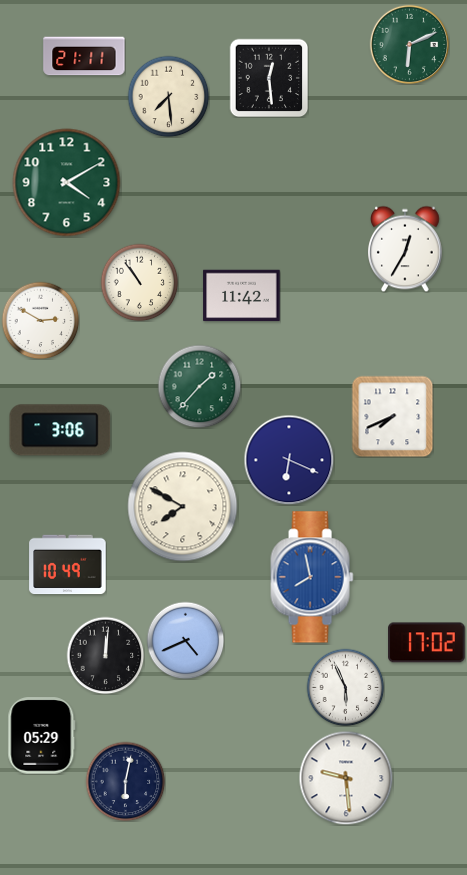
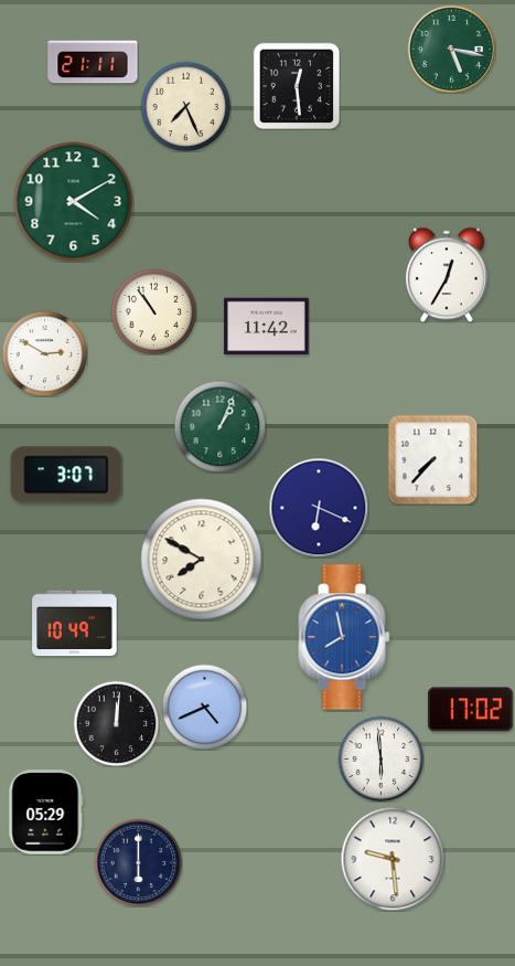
clock at (409, 44): 6:11 -> 5:17
clock at (168, 96): 7:29 -> 7:26
clock at (199, 386): 1:37 -> 1:04
clock at (392, 416): 7:41 -> 7:37
clock at (60, 430): 3:06 -> 3:07
clock at (345, 687): 5:56 -> 5:59
clock at (346, 778) position: (346, 778) -> (393, 859)
clock at (125, 781): 6:02 -> 6:00
